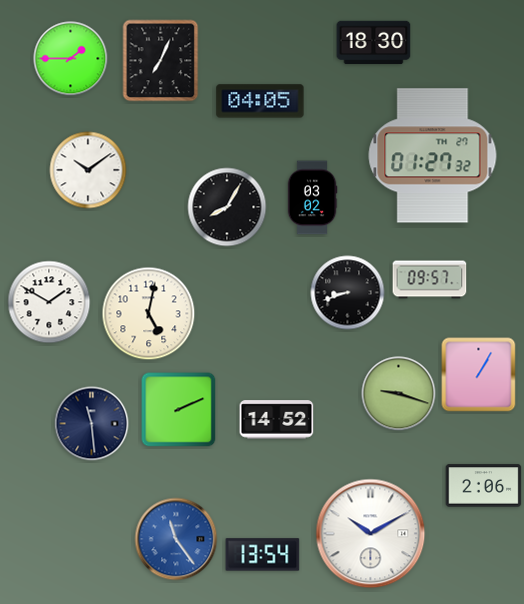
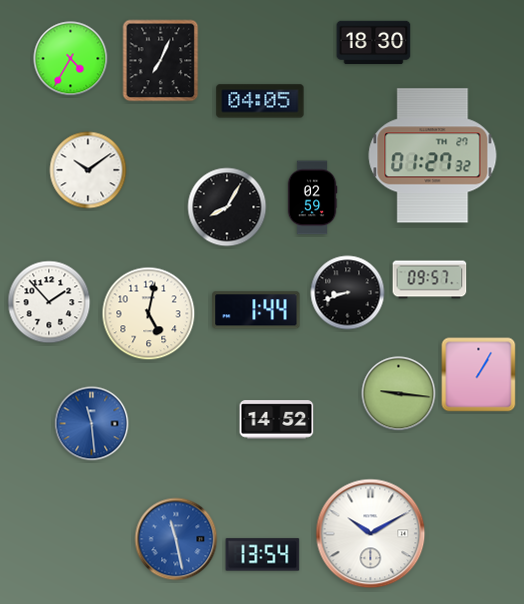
clock at (71, 59): 1:45 -> 4:35
clock at (312, 198): 03:02 -> 02:59
clock at (49, 302): 1:50 -> 1:53
clock at (256, 310): none -> 1:44
clock at (399, 394): 9:18 -> 9:16
clock at (179, 410): 2:11 -> none
clock at (92, 424) dial: navy -> blue
clock at (484, 486): 2:06 -> none
clock at (176, 539): 11:24 -> 11:28
